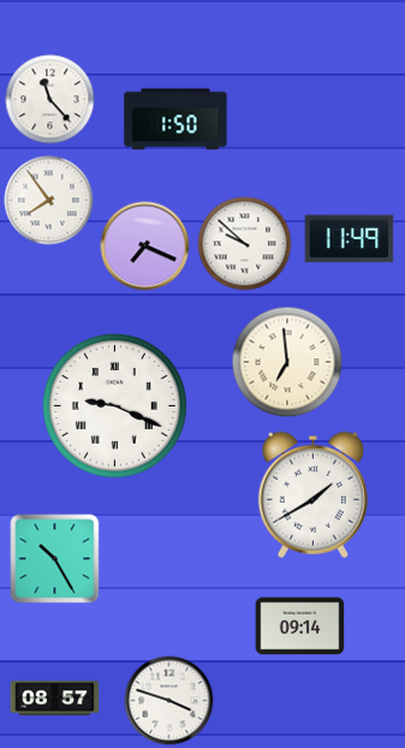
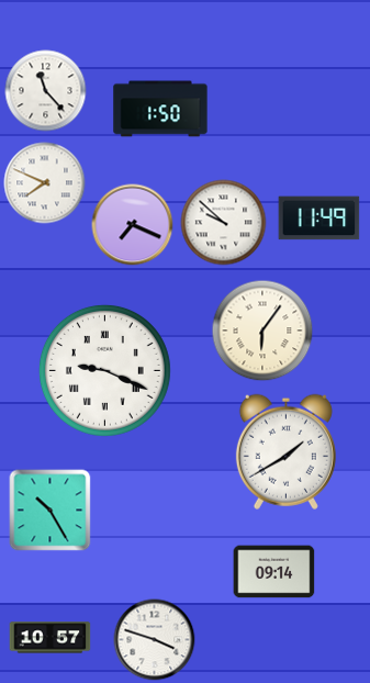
clock at (49, 201): 7:54 -> 7:49
clock at (287, 362): 6:59 -> 6:06
clock at (55, 699): 08:57 -> 10:57
